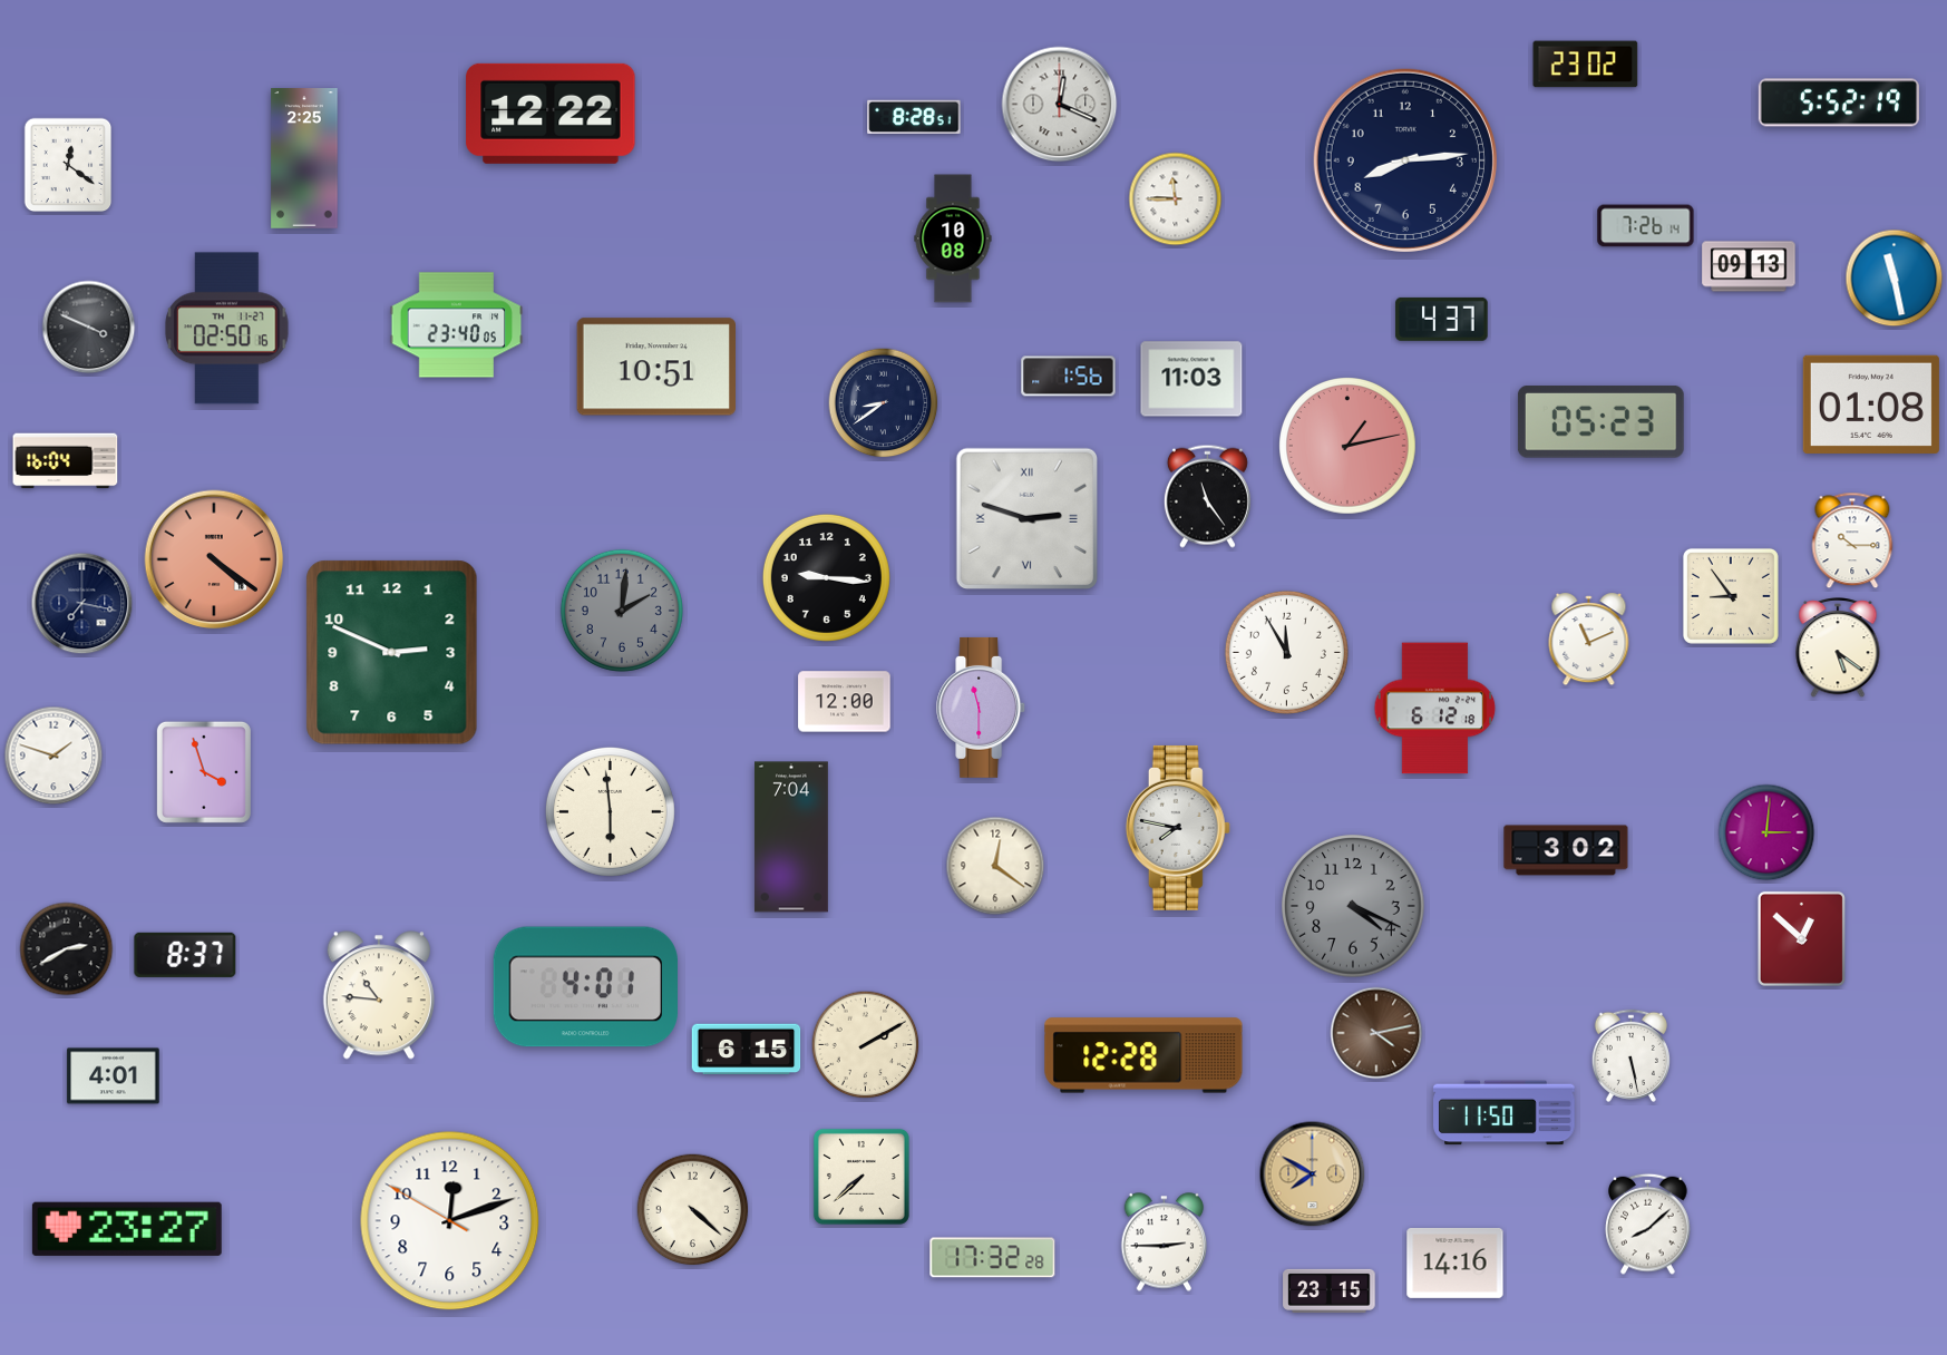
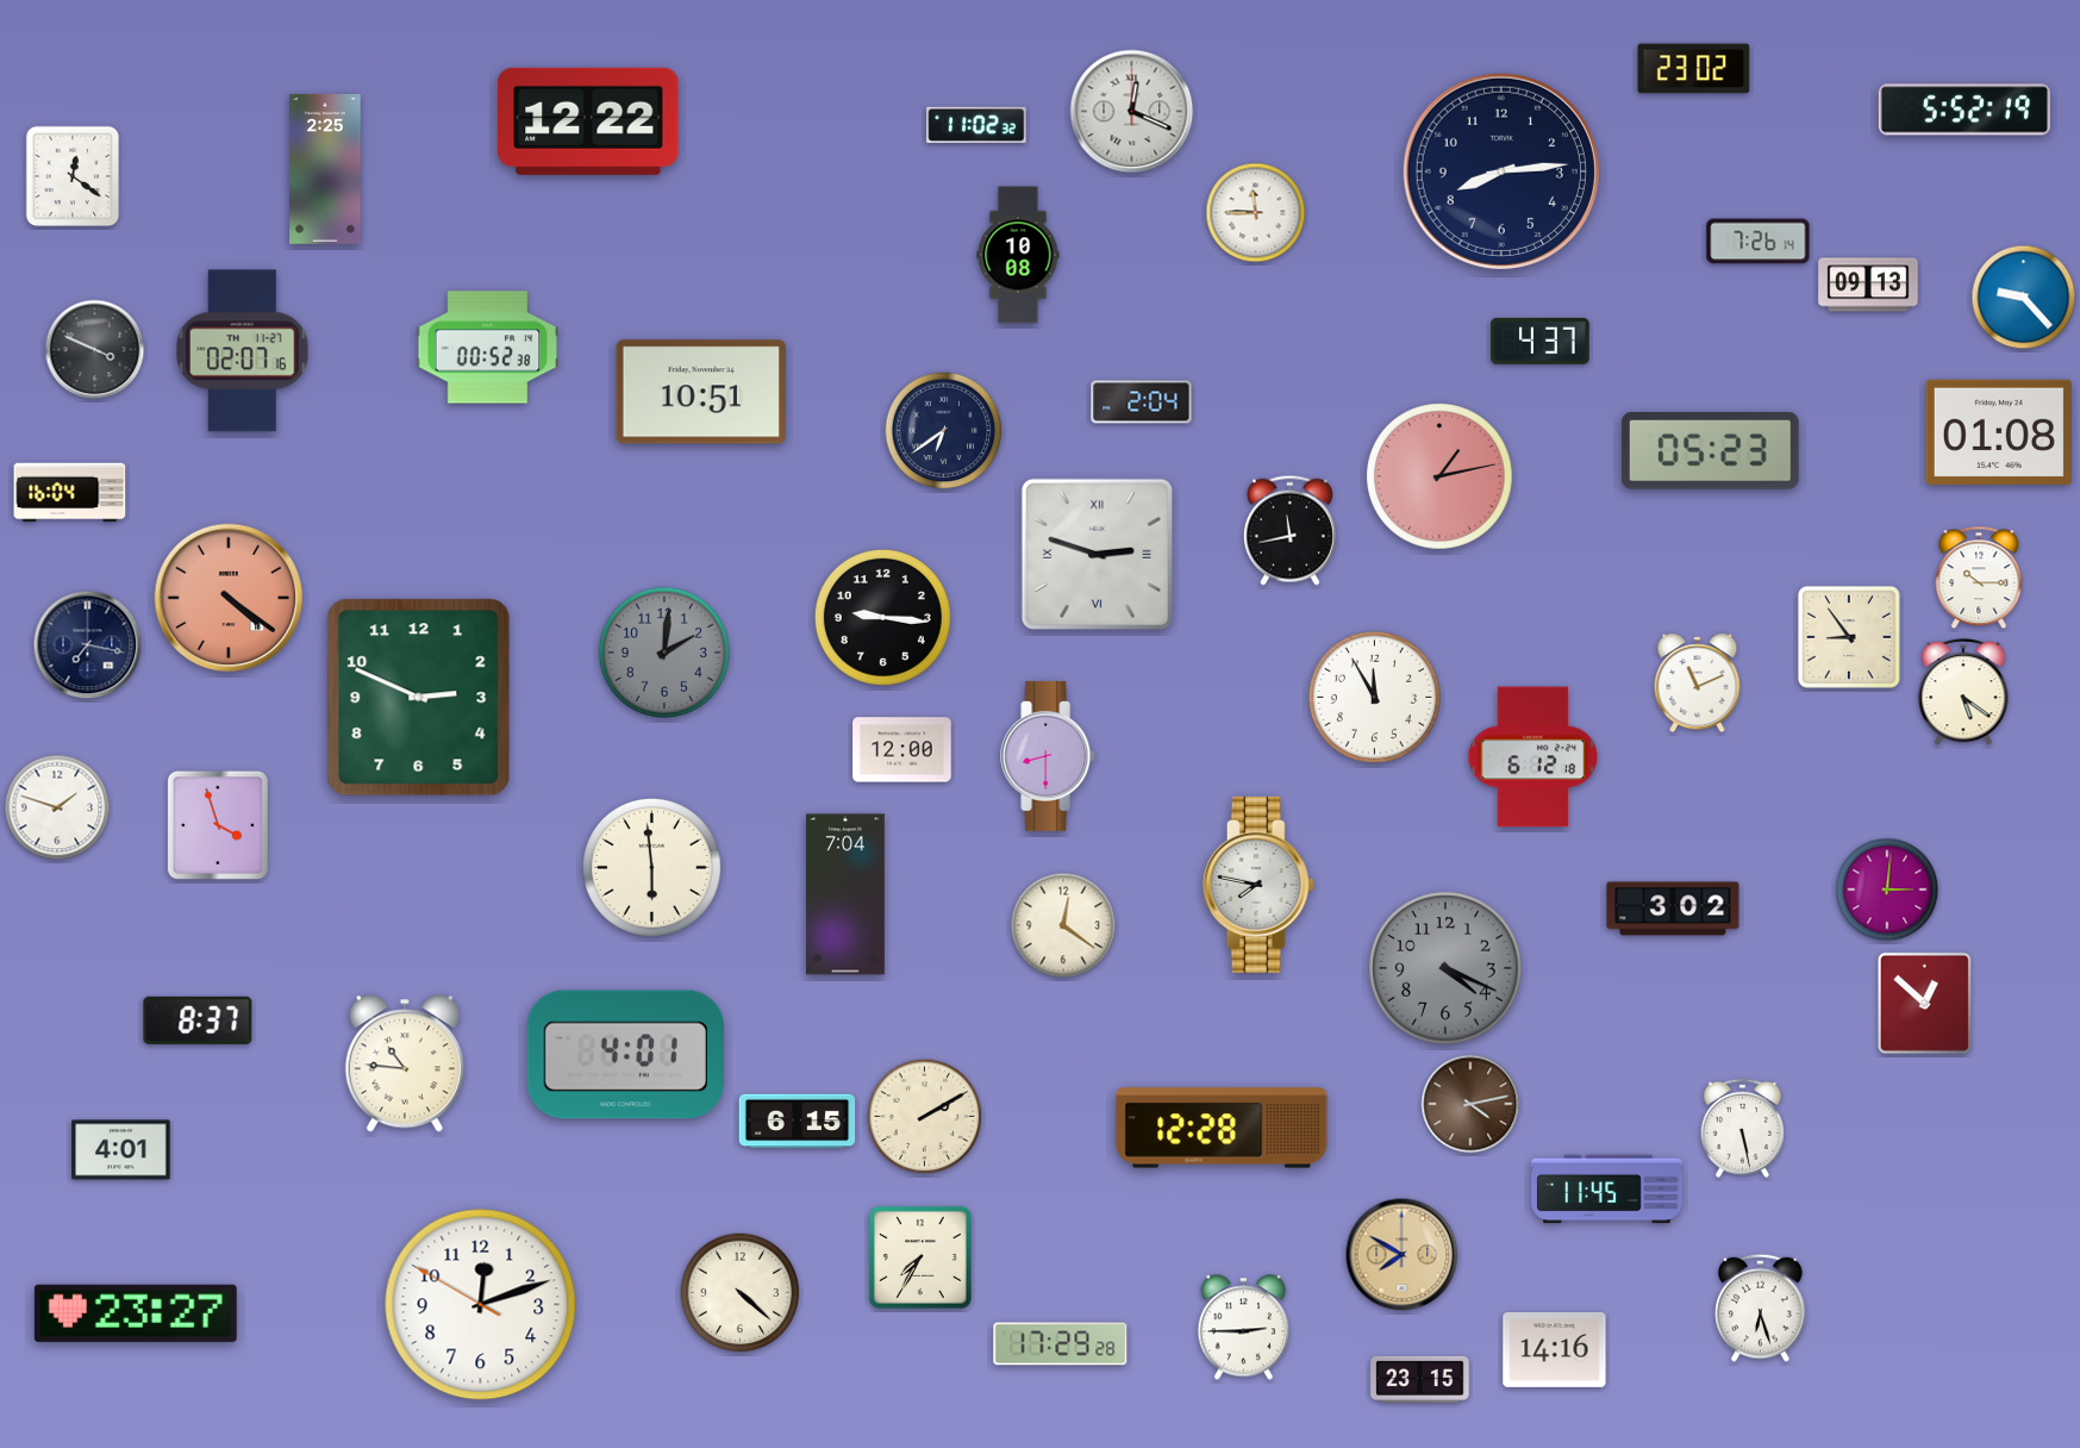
clock at (914, 116): 8:28 -> 11:02
clock at (1895, 279): 11:28 -> 9:23
clock at (457, 325): 23:40 -> 00:52
clock at (227, 329): 02:50 -> 02:07
clock at (1069, 377): 1:56 -> 2:04
clock at (1191, 379): 11:03 -> none
clock at (884, 403): 8:39 -> 6:39
clock at (1207, 496): 11:24 -> 11:43
clock at (982, 708): 11:30 -> 8:30
clock at (67, 949): 2:40 -> none
clock at (1505, 1113): 11:50 -> 11:45
clock at (861, 1177): 7:38 -> 7:35
clock at (1648, 1224): 8:08 -> 6:27
clock at (993, 1258): 17:32 -> 17:29
